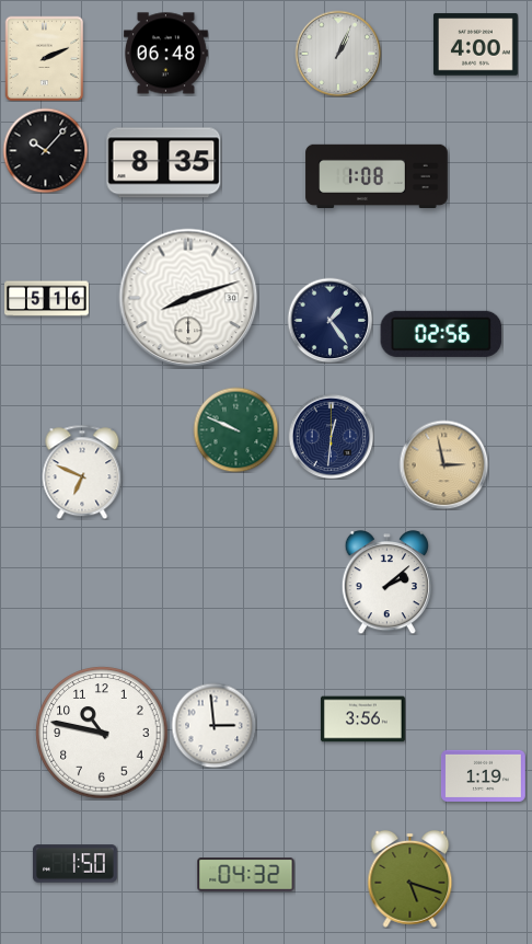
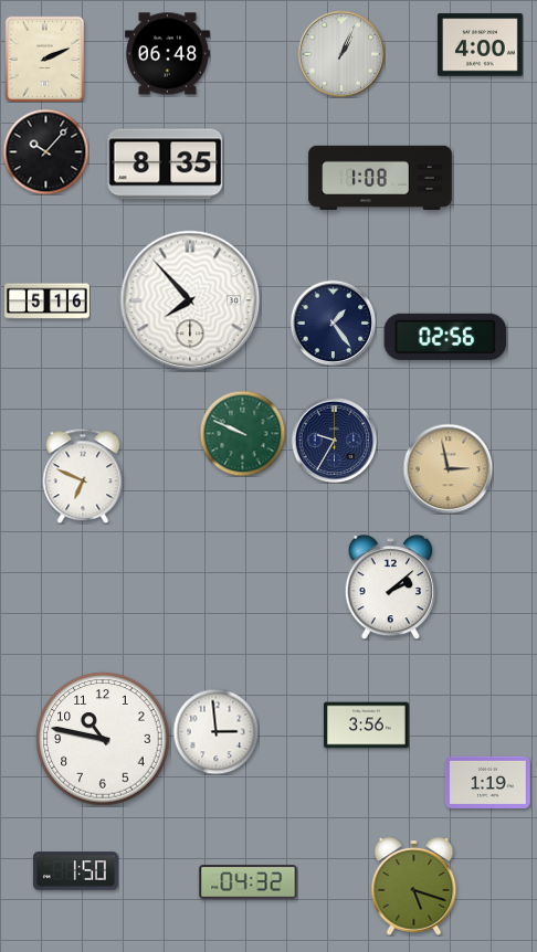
clock at (188, 298): 8:12 -> 7:53
clock at (235, 429) position: (235, 429) -> (242, 433)
clock at (331, 436): 12:31 -> 9:35
